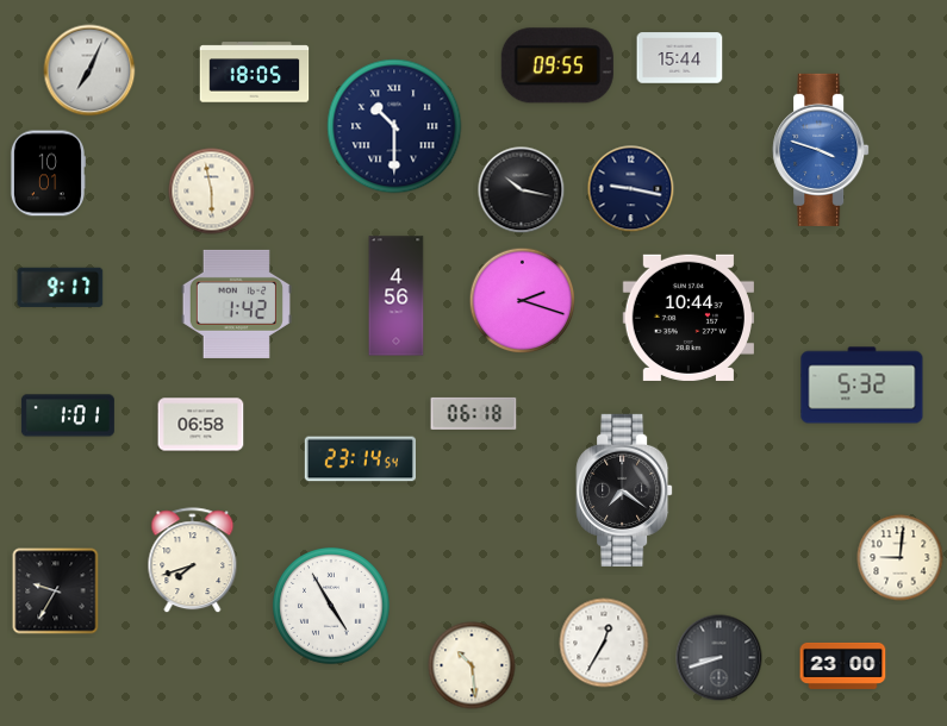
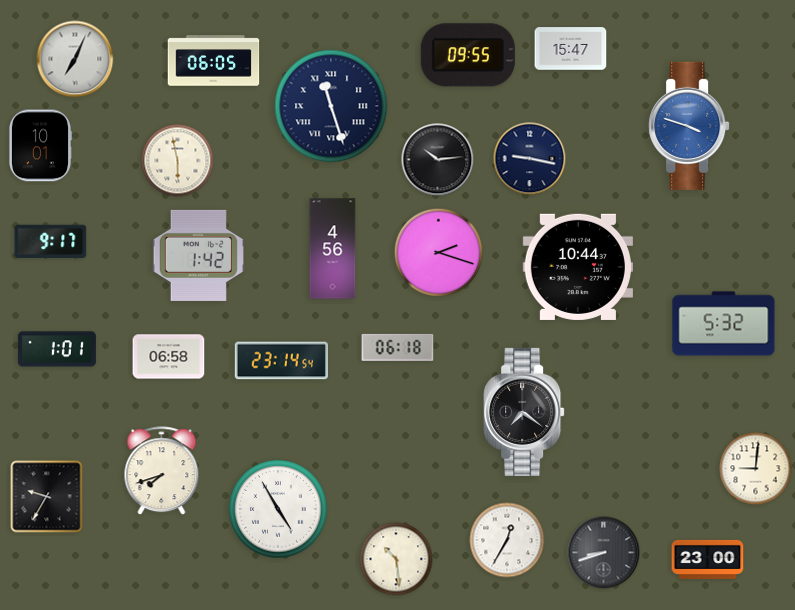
clock at (680, 58): 15:44 -> 15:47
clock at (255, 73): 18:05 -> 06:05
clock at (394, 126): 10:30 -> 11:27
clock at (522, 190): 10:17 -> 10:14
clock at (360, 459) position: (360, 459) -> (281, 361)
